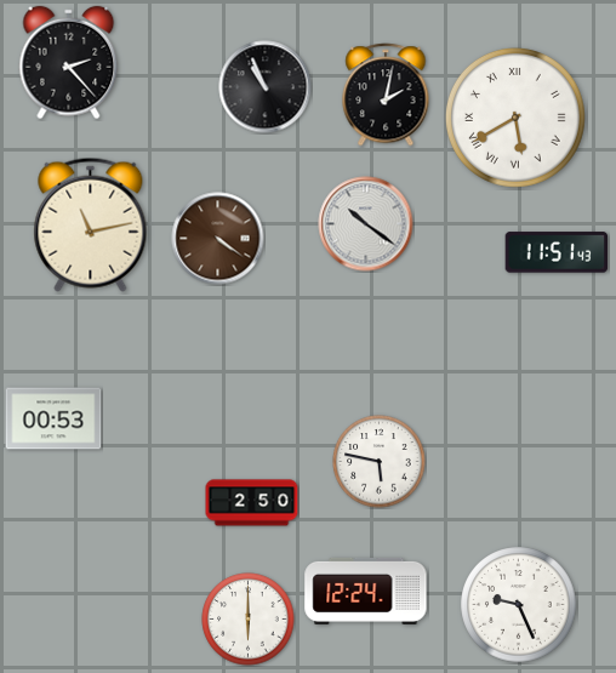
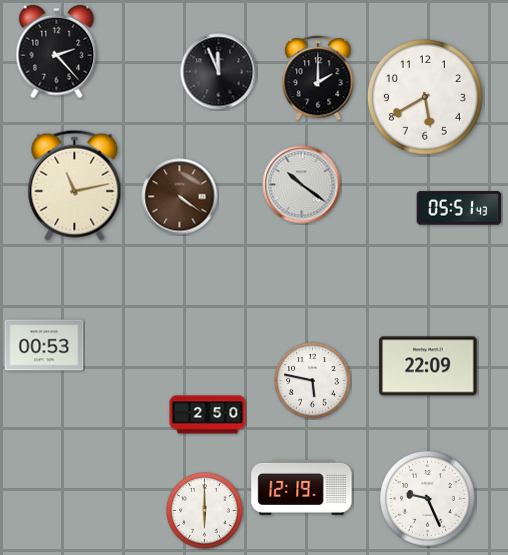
clock at (266, 87): 10:56 -> 11:56
clock at (386, 95): 2:02 -> 2:00
clock at (515, 118) numerals: Roman -> Arabic
clock at (557, 252): 11:51 -> 05:51
clock at (428, 366): none -> 22:09
clock at (366, 591): 12:24 -> 12:19
